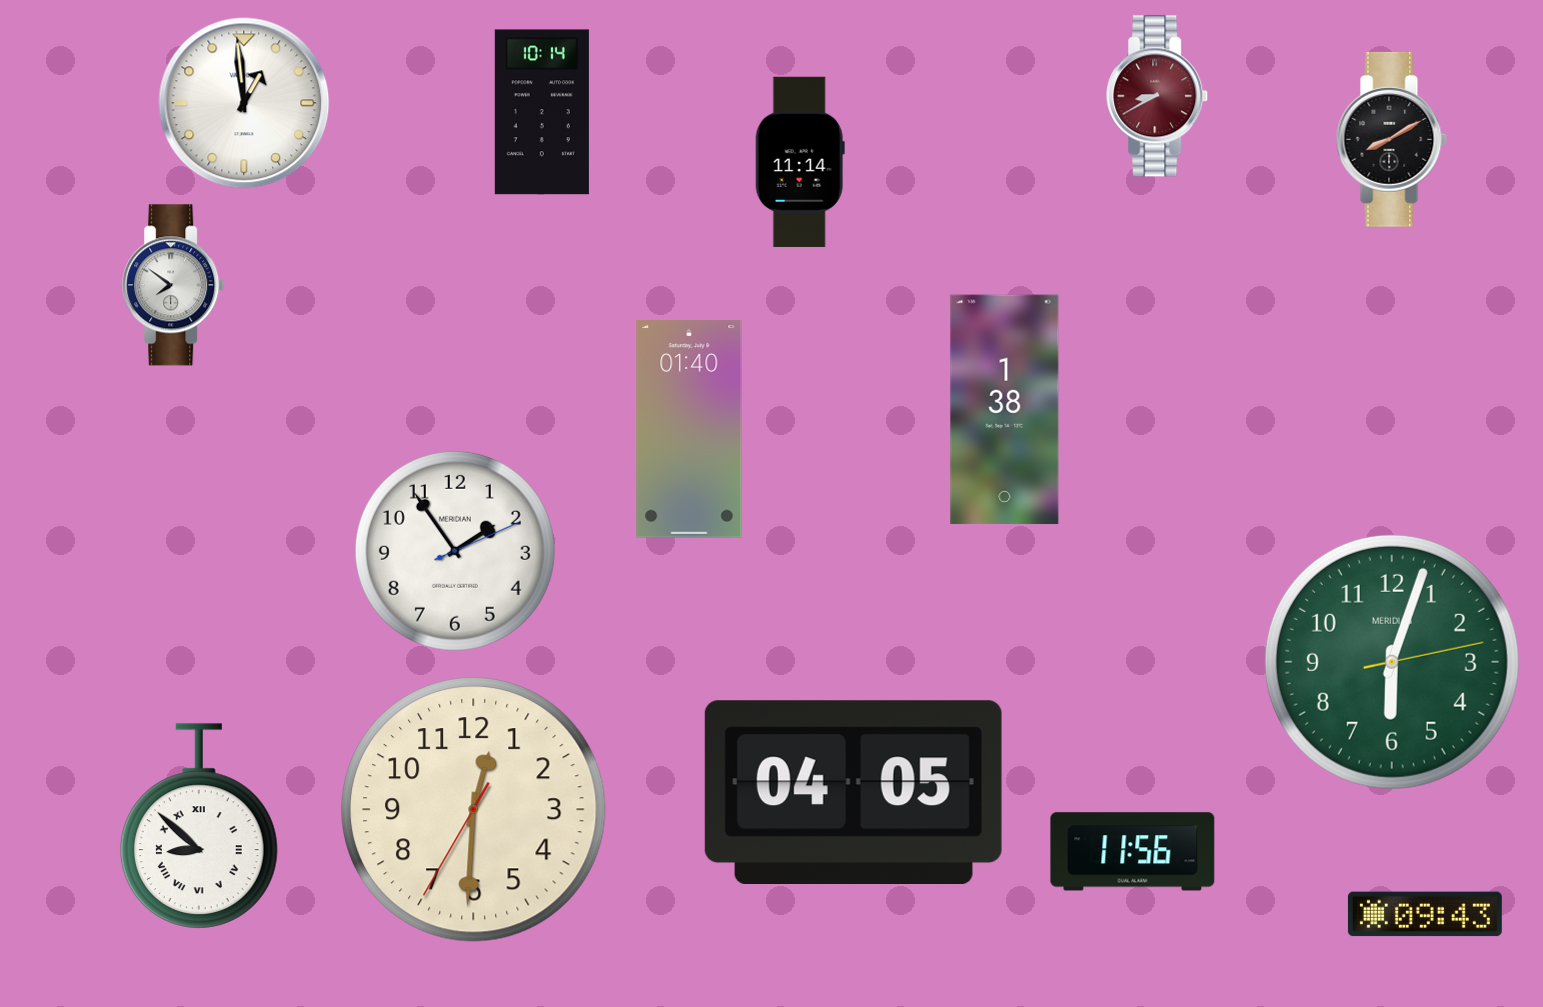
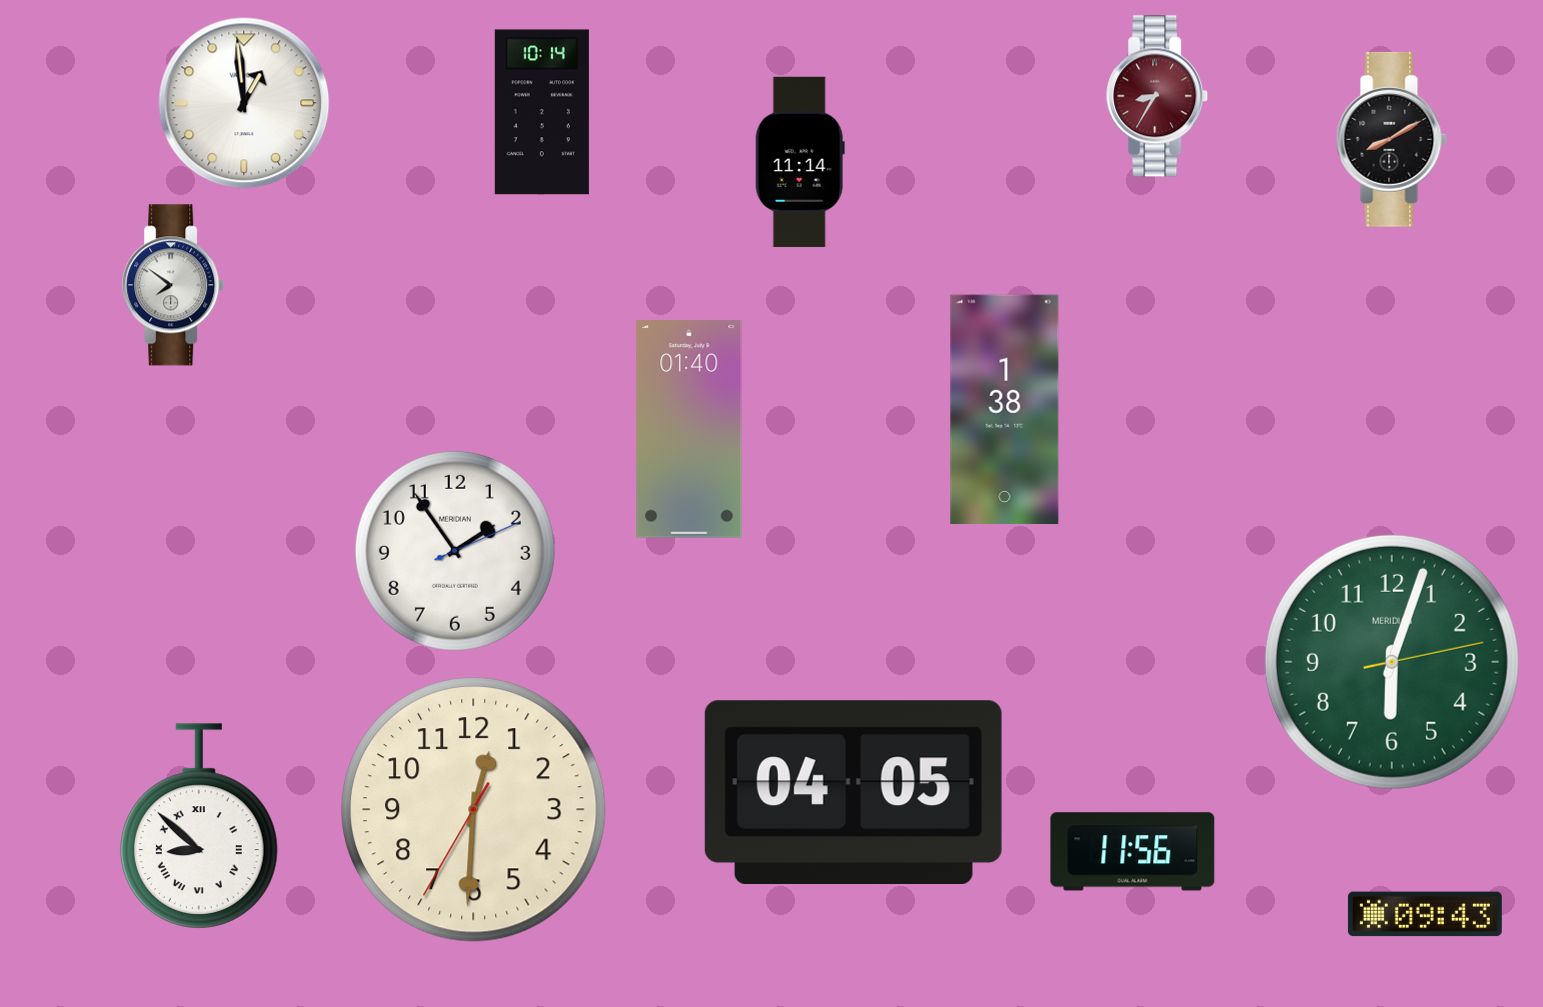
clock at (1158, 96): 8:40 -> 8:35
